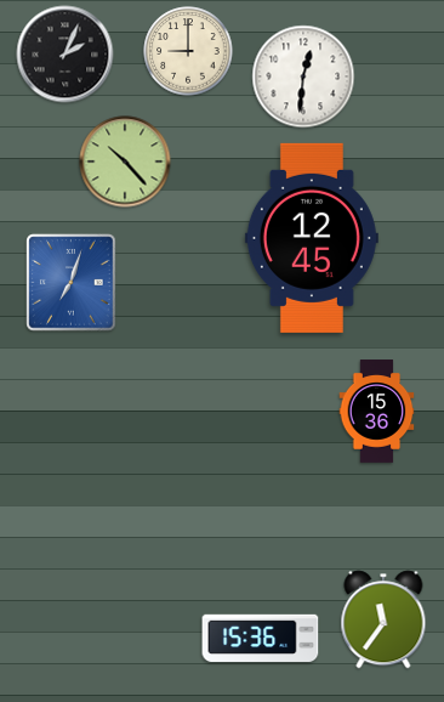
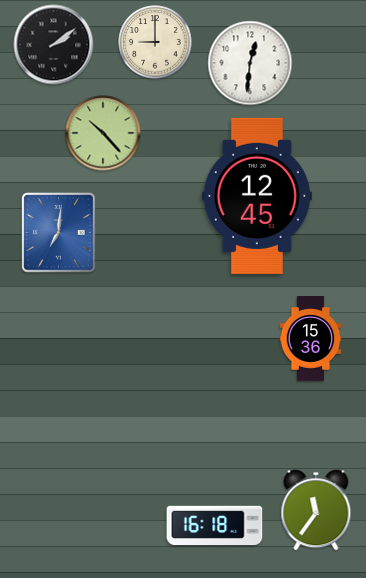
clock at (66, 55): 2:04 -> 2:09
clock at (72, 283): 7:03 -> 7:01
clock at (261, 638): 15:36 -> 16:18
